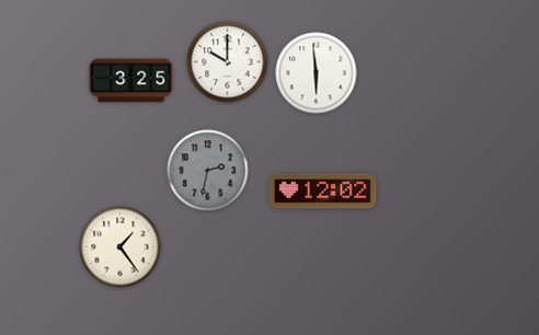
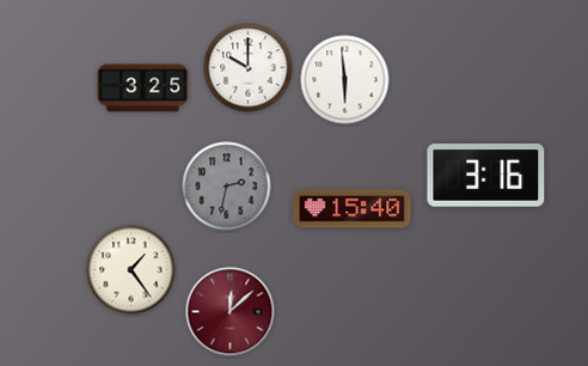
clock at (486, 176): none -> 3:16
clock at (323, 192): 12:02 -> 15:40
clock at (231, 312): none -> 12:08
